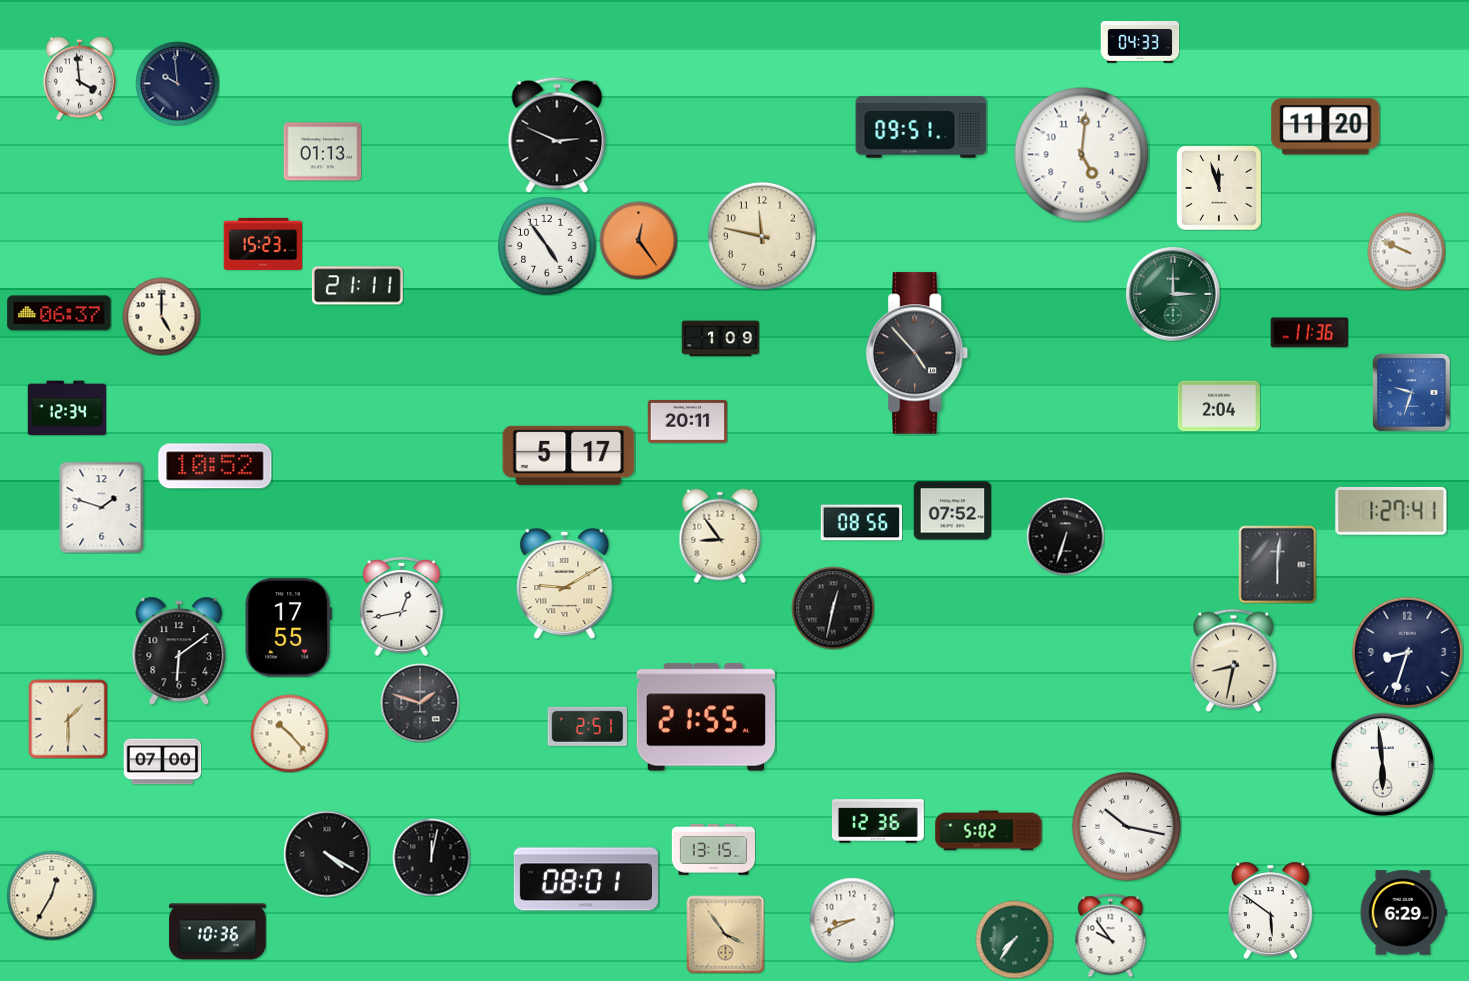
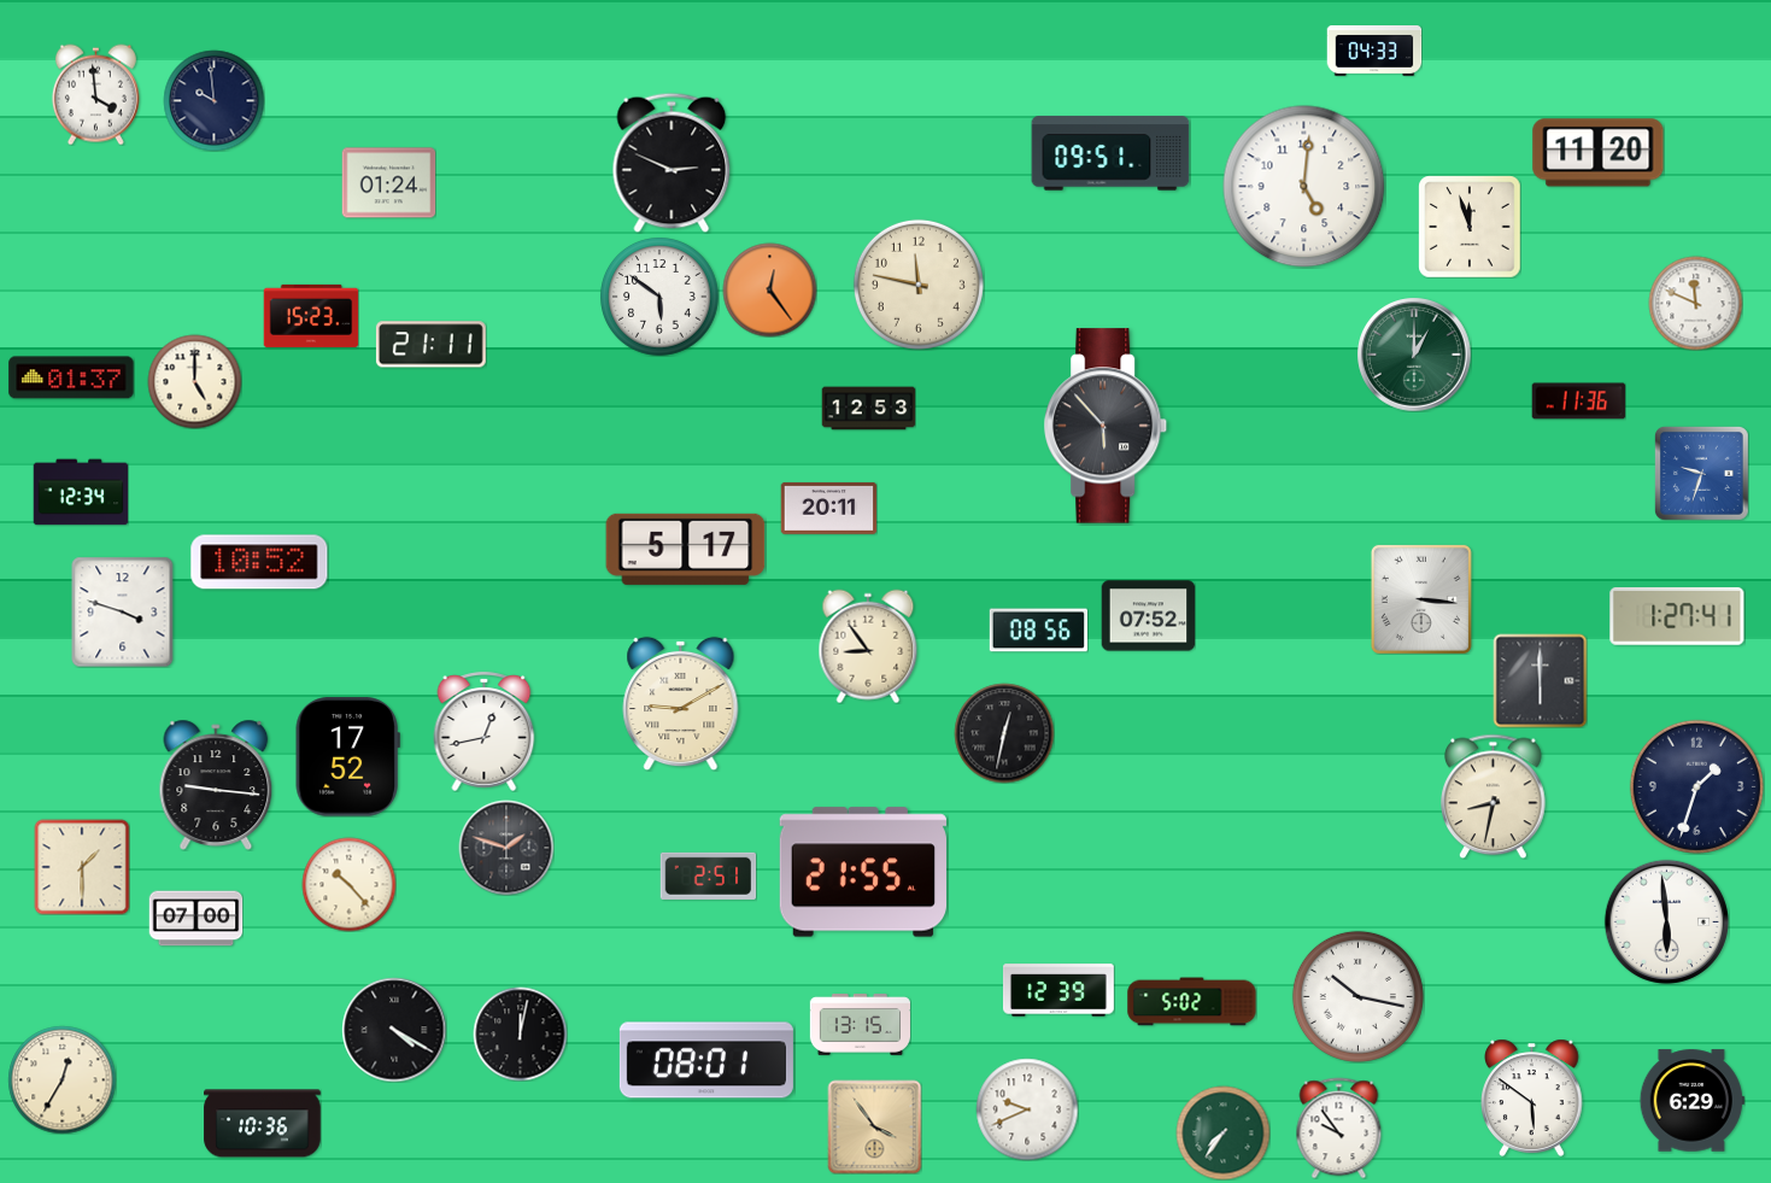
clock at (322, 152): 01:13 -> 01:24
clock at (263, 244) position: (263, 244) -> (311, 316)
clock at (547, 246): 4:54 -> 5:51
clock at (1406, 251): 9:49 -> 11:49
clock at (1173, 294): 3:00 -> 1:00
clock at (59, 313): 06:37 -> 01:37
clock at (720, 339): 1:09 -> 12:53
clock at (917, 353): 4:53 -> 5:53
clock at (1218, 406): 2:04 -> none
clock at (1421, 599): none -> 3:16
clock at (102, 507): 1:48 -> 3:48
clock at (1065, 536): 6:33 -> none
clock at (1277, 564): 6:01 -> 6:00
clock at (288, 628): 17:55 -> 17:52
clock at (179, 651): 6:09 -> 9:16
clock at (1407, 652): 8:33 -> 1:33
clock at (1234, 660) position: (1234, 660) -> (1494, 796)
clock at (705, 717) position: (705, 717) -> (862, 872)
clock at (878, 821): 12:36 -> 12:39
clock at (852, 920): 8:41 -> 9:41
